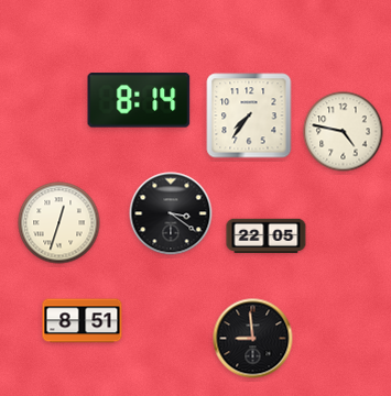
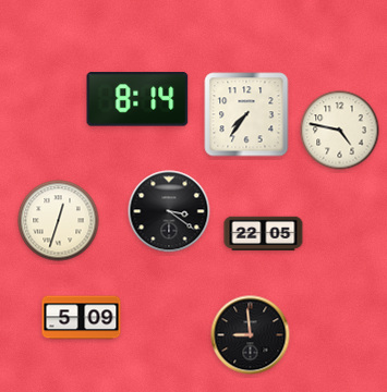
clock at (83, 321): 8:51 -> 5:09
